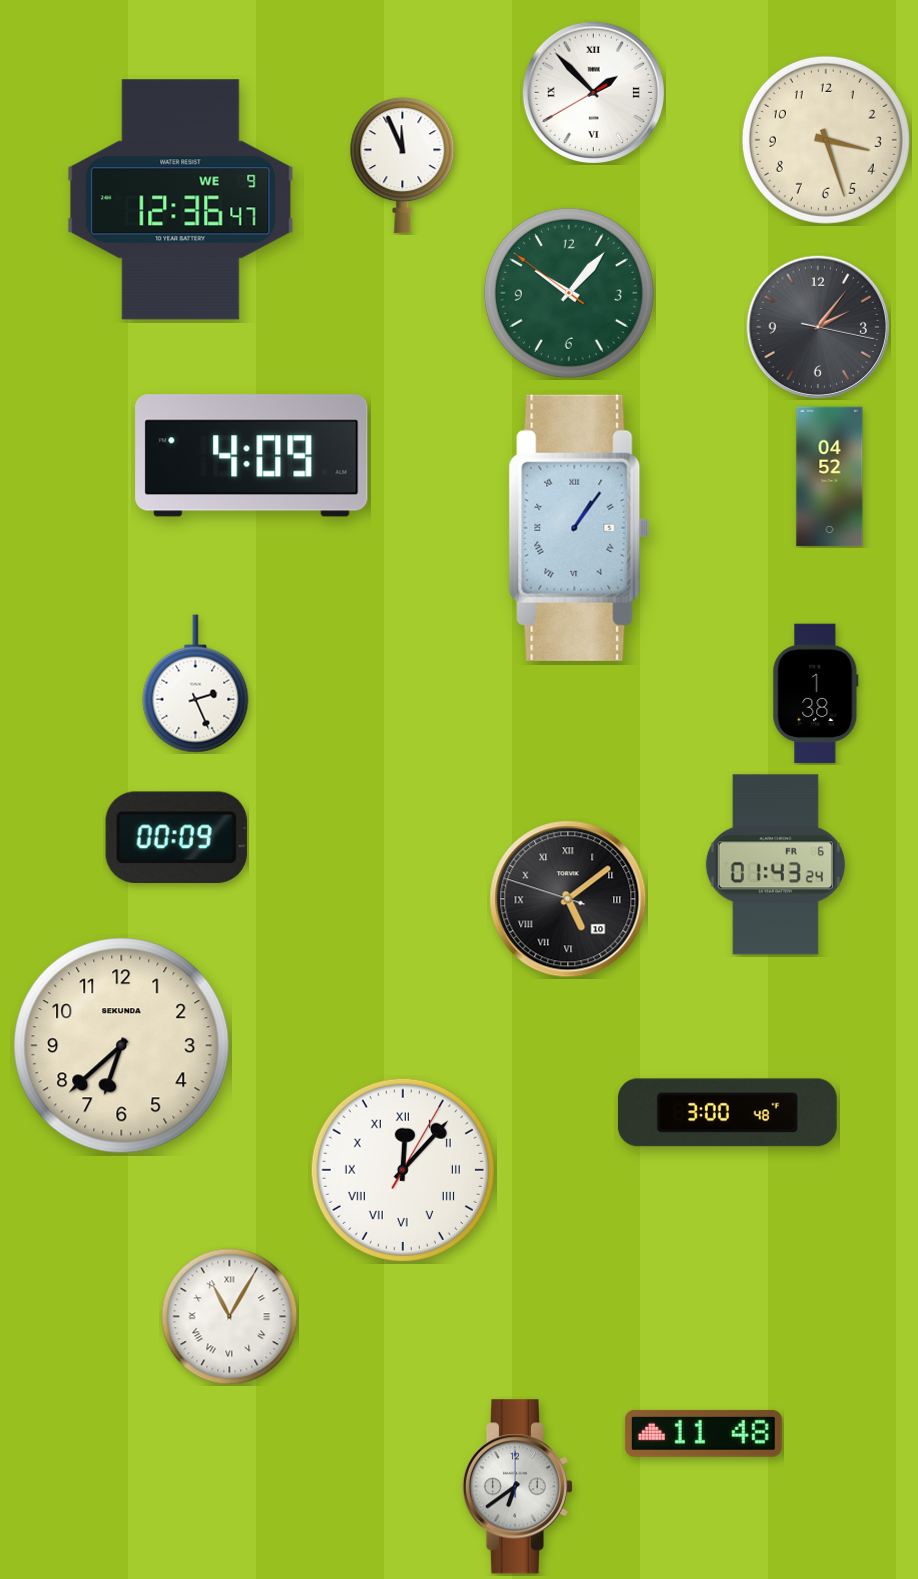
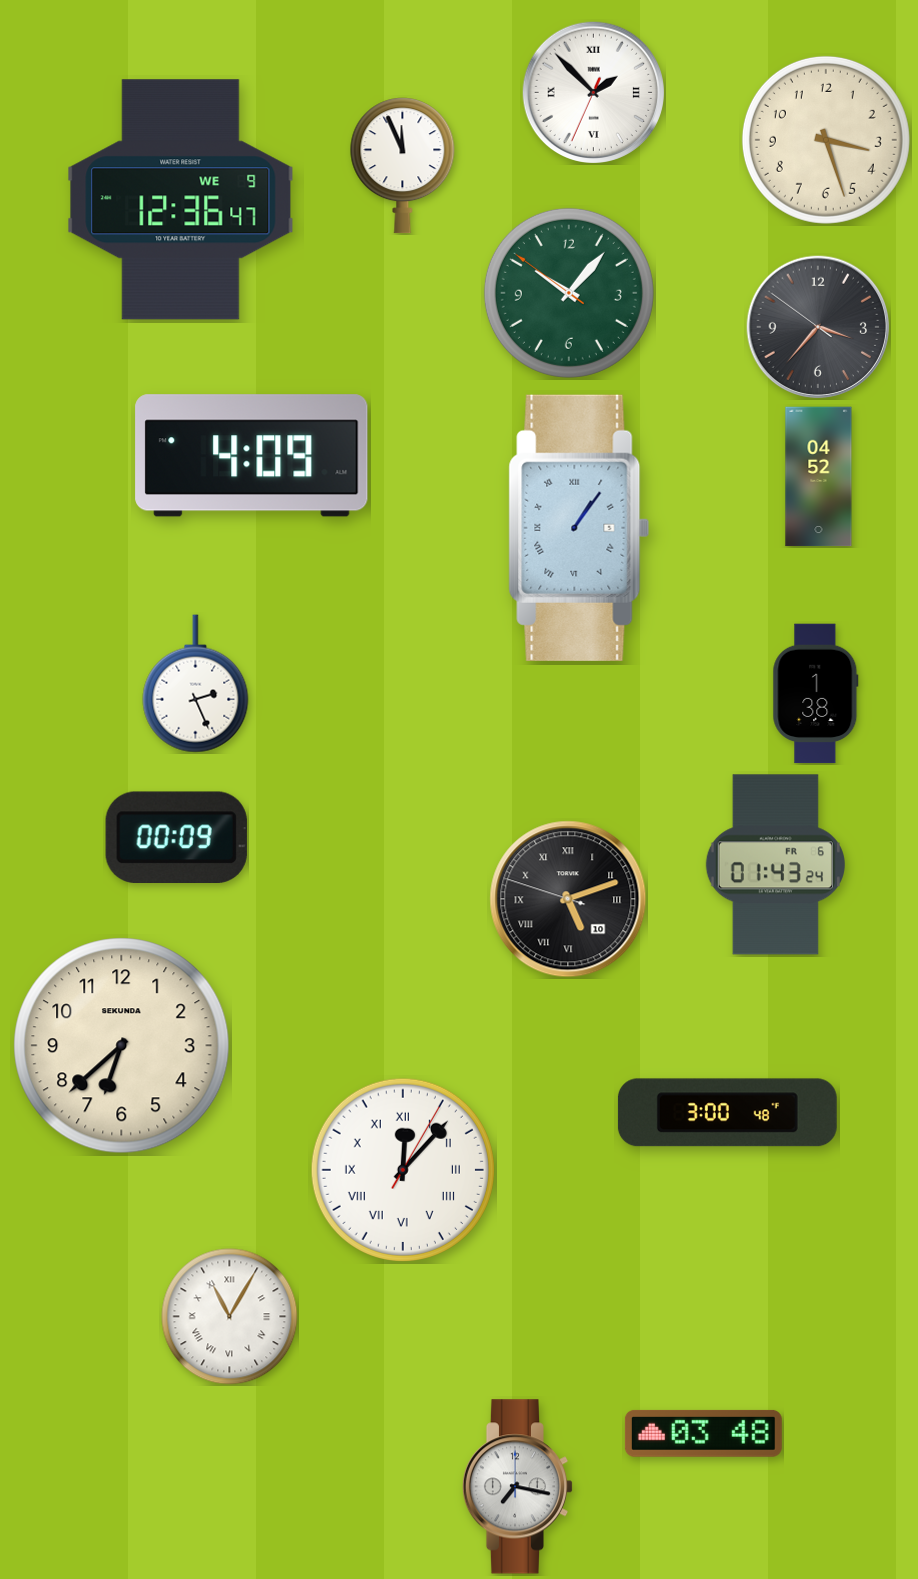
clock at (593, 92): 1:52:40 -> 1:52:34
clock at (818, 327): 2:06 -> 3:36
clock at (830, 477) position: (830, 477) -> (819, 477)
clock at (568, 899): 5:08 -> 5:11
clock at (703, 1433): 11:48 -> 03:48
clock at (518, 1487): 6:39 -> 7:17
